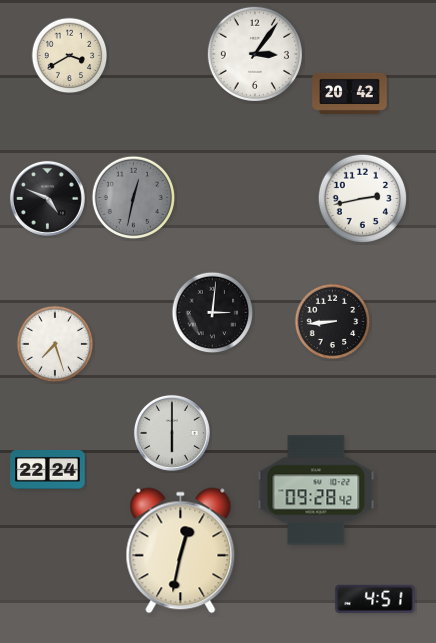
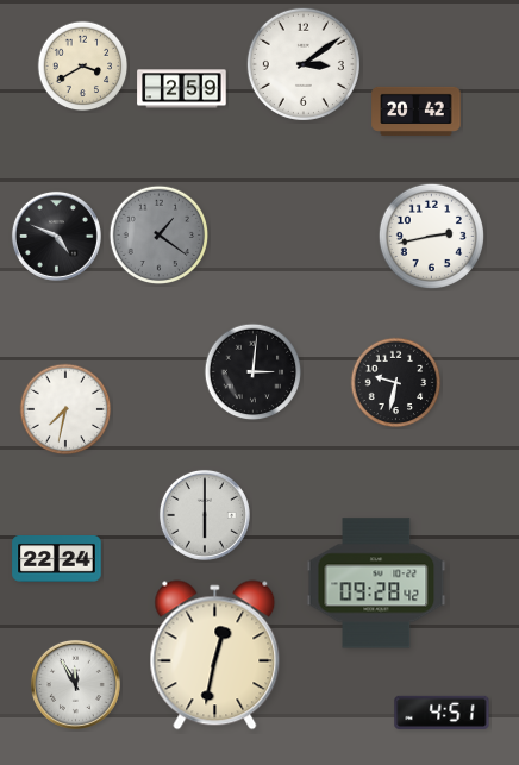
clock at (255, 54): 3:06 -> 3:09
clock at (182, 89): none -> 2:59
clock at (134, 198): 12:32 -> 1:21
clock at (333, 322): 8:44 -> 9:32
clock at (55, 344): 7:27 -> 7:32
clock at (75, 684): none -> 11:55
clock at (375, 599) position: (375, 599) -> (442, 713)
